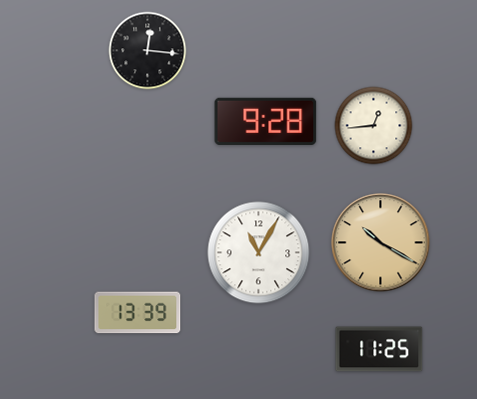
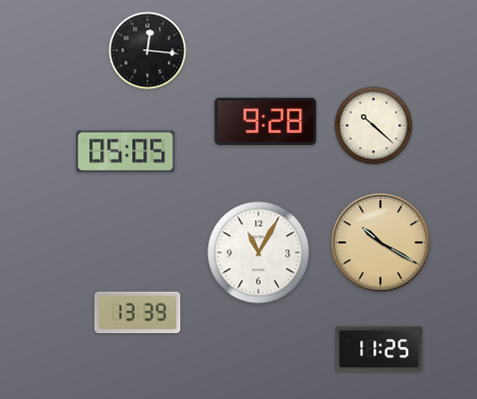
clock at (374, 126): 12:44 -> 10:22
clock at (126, 152): none -> 05:05
